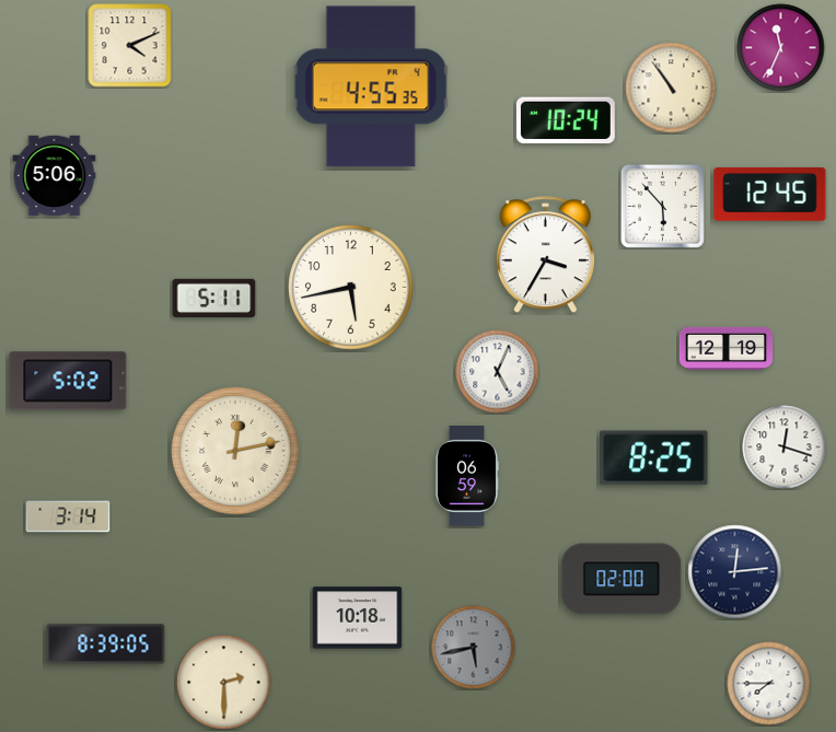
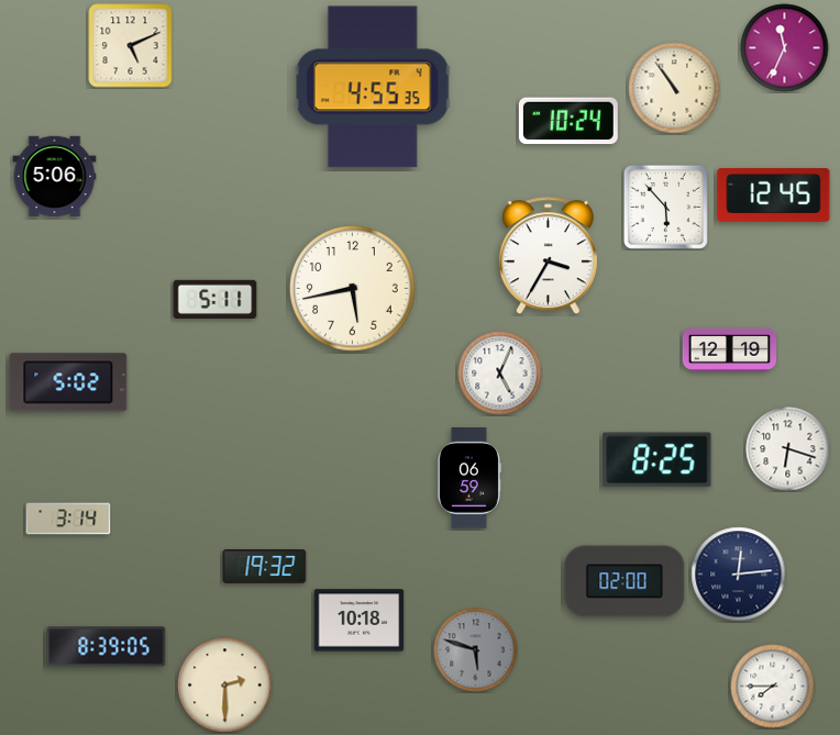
clock at (130, 46): 4:11 -> 5:11
clock at (785, 448): 12:18 -> 6:18
clock at (235, 451): 12:13 -> none
clock at (265, 566): none -> 19:32
clock at (474, 648): 5:43 -> 5:48
